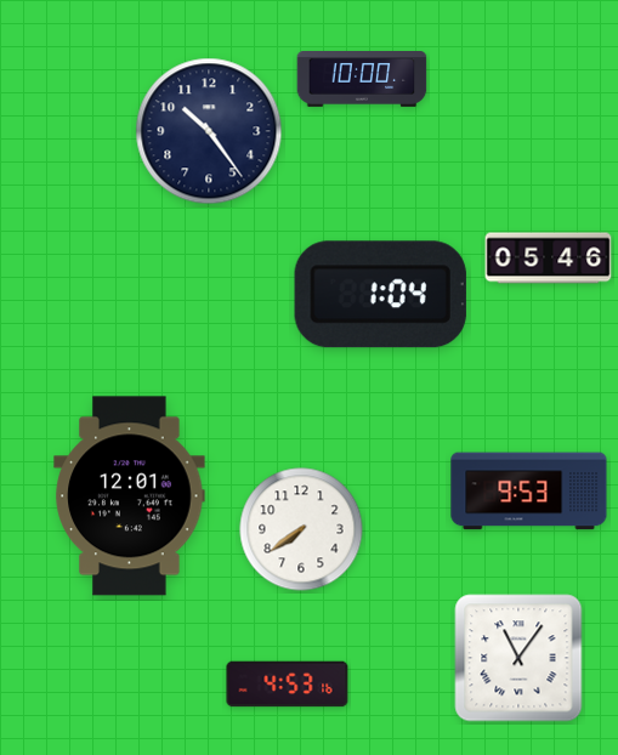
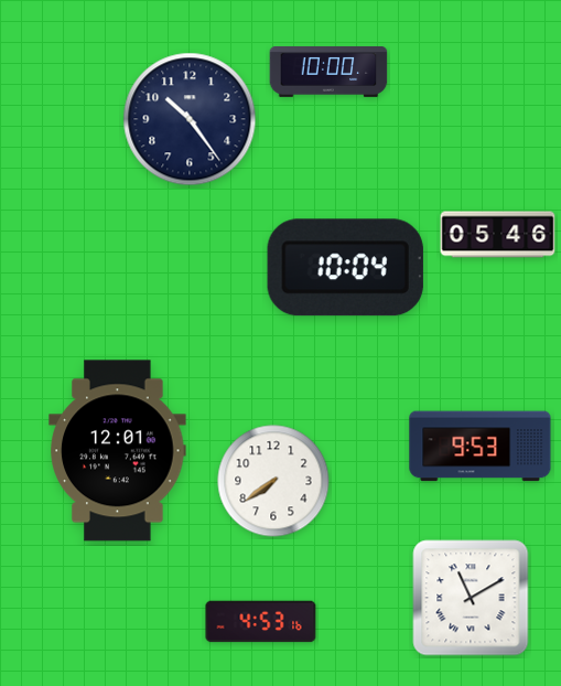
clock at (380, 295): 1:04 -> 10:04
clock at (518, 658): 11:06 -> 11:10
